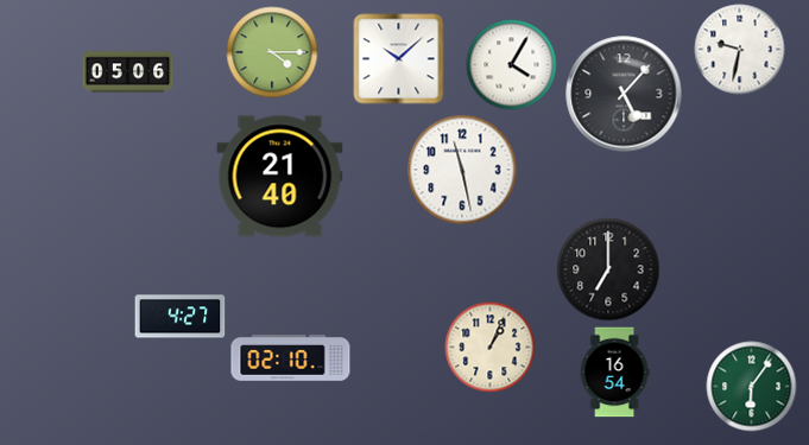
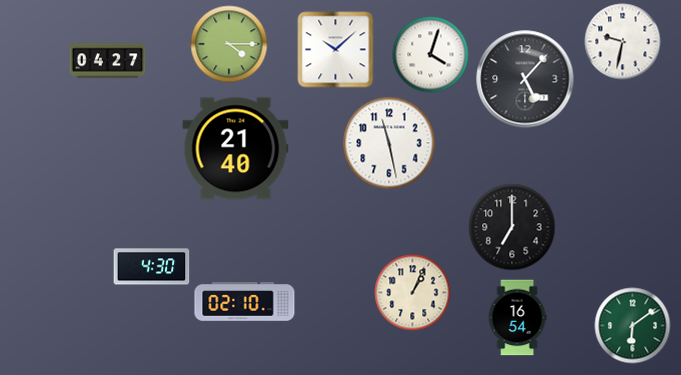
clock at (512, 65): 4:05 -> 4:03
clock at (128, 72): 05:06 -> 04:27
clock at (181, 317): 4:27 -> 4:30
clock at (614, 373) position: (614, 373) -> (517, 318)
clock at (752, 387): 6:06 -> 6:09
